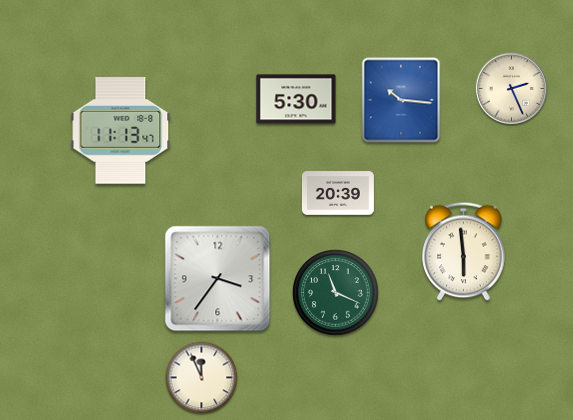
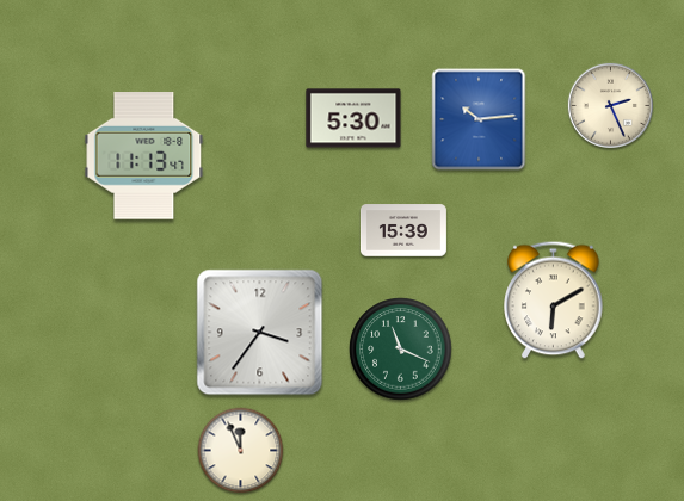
clock at (401, 100): 10:16 -> 10:14
clock at (338, 193): 20:39 -> 15:39
clock at (464, 252): 5:59 -> 6:10
